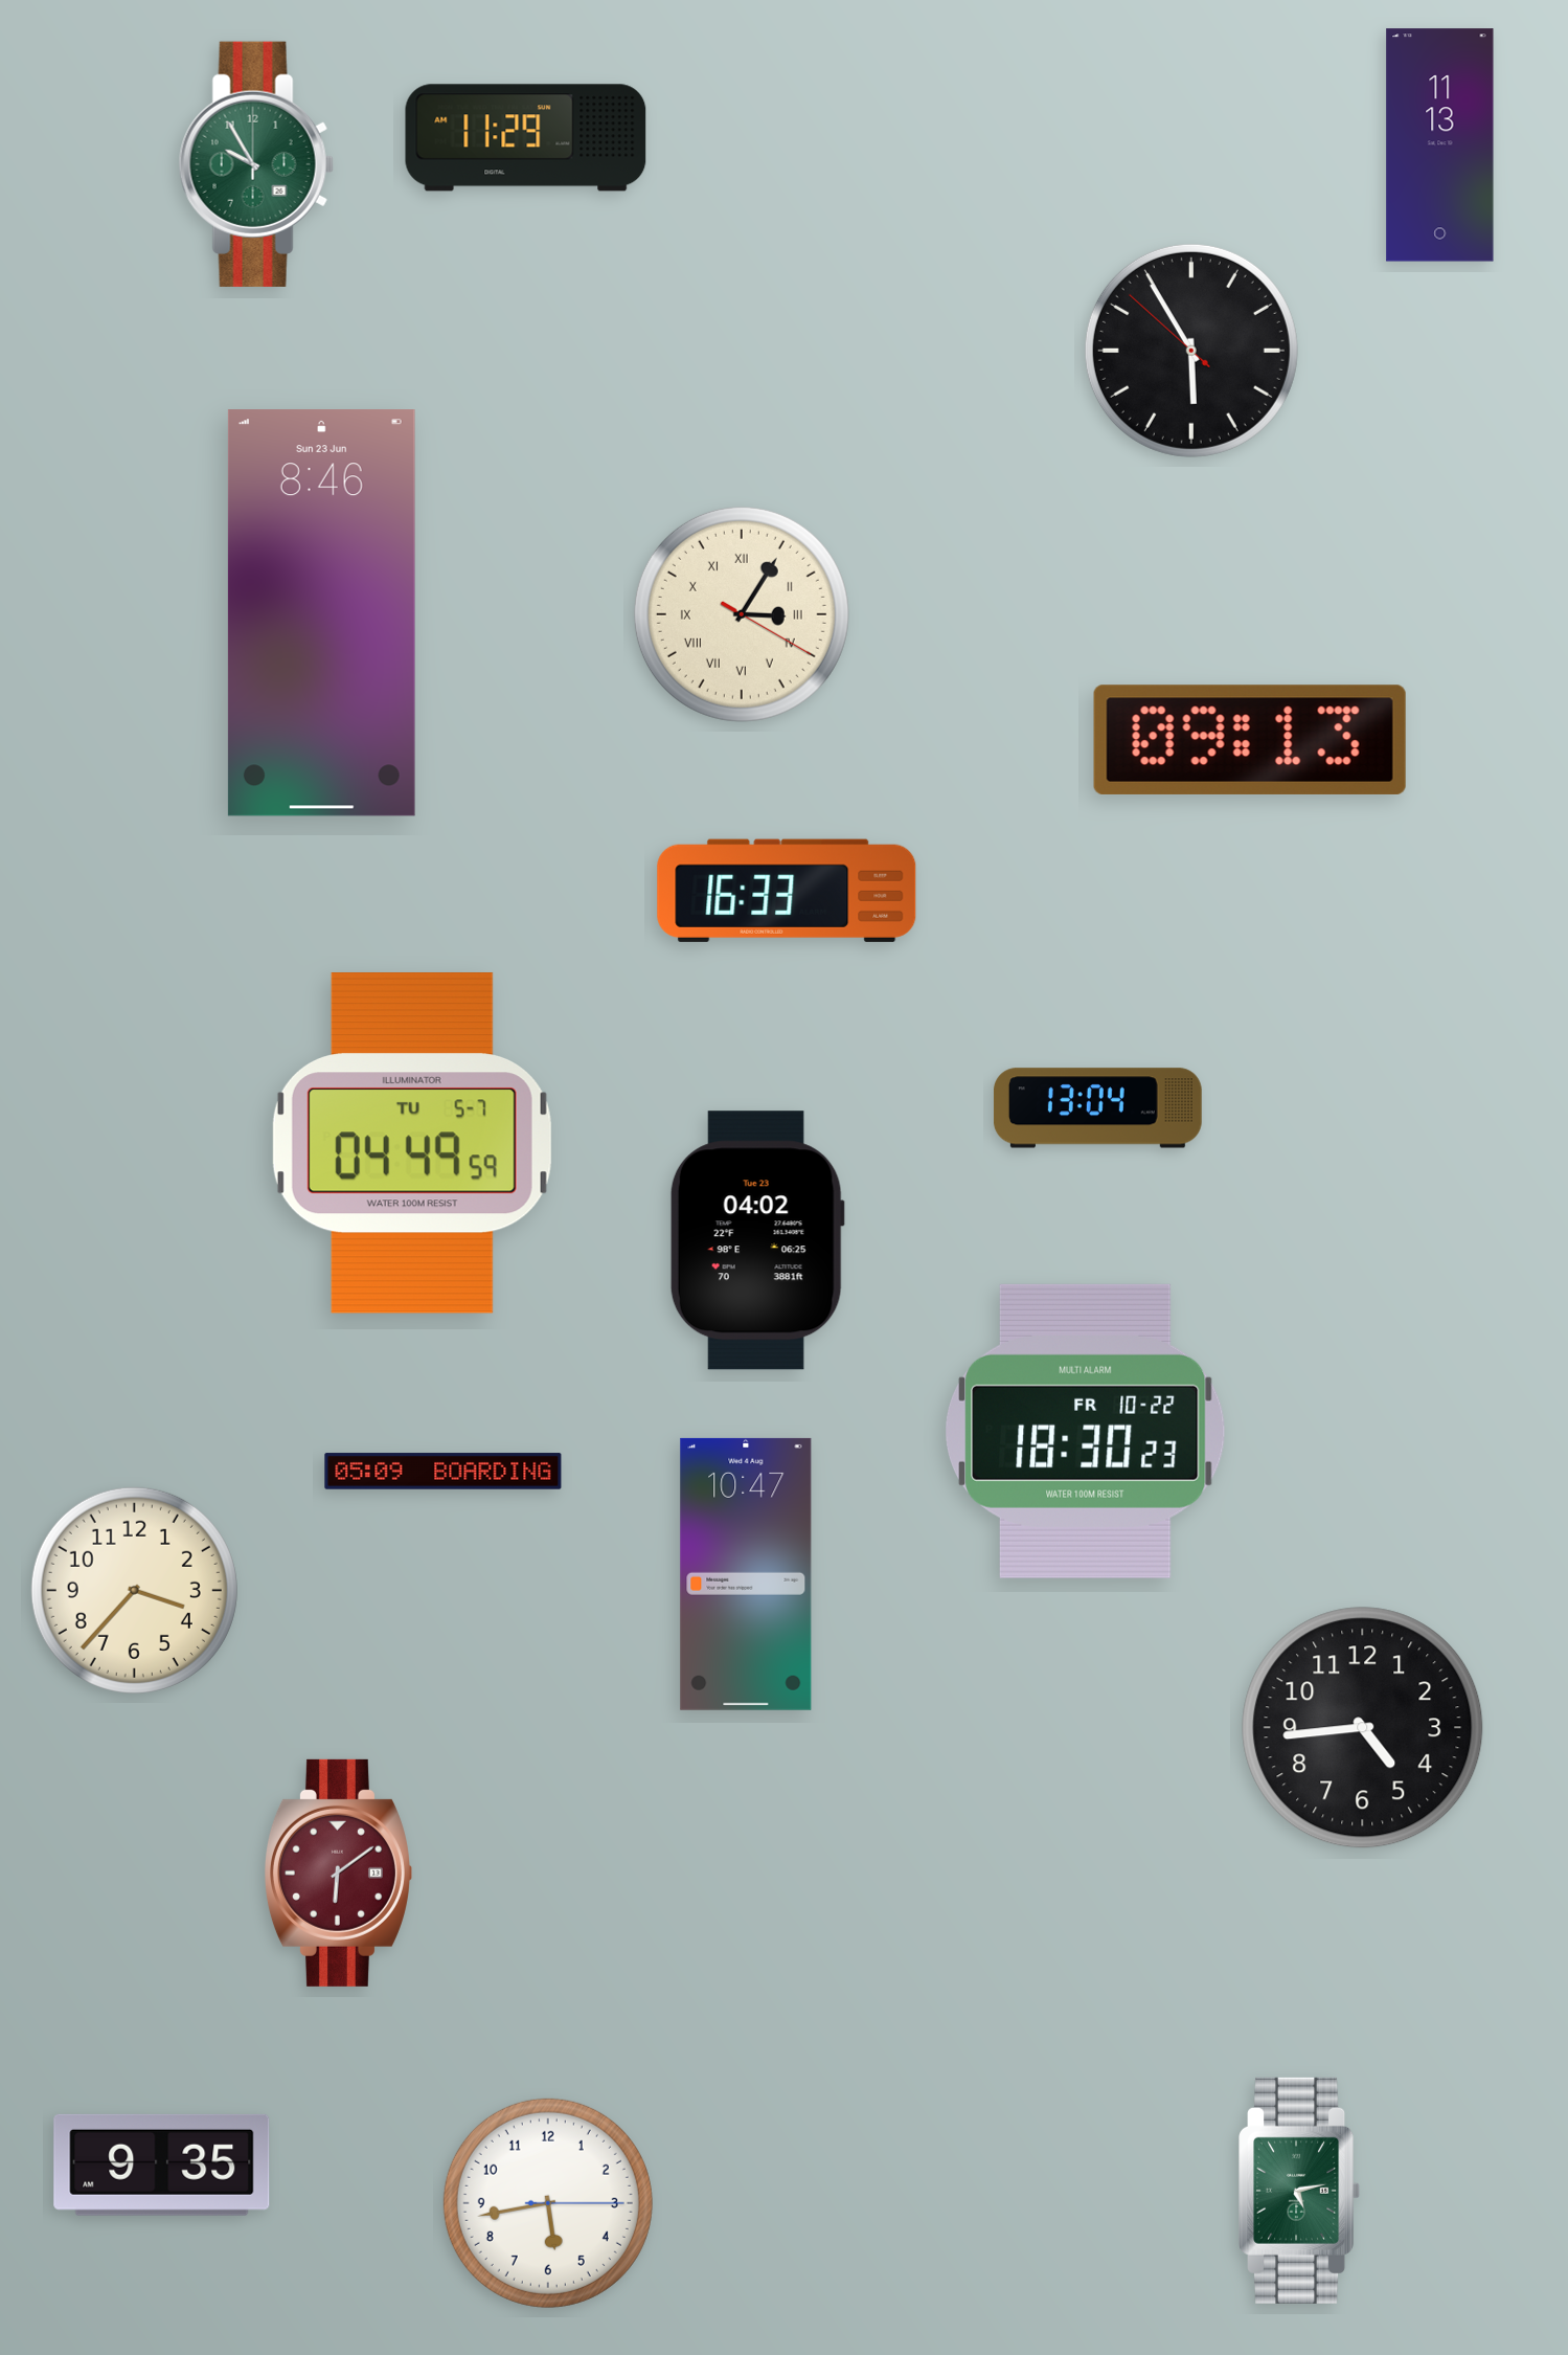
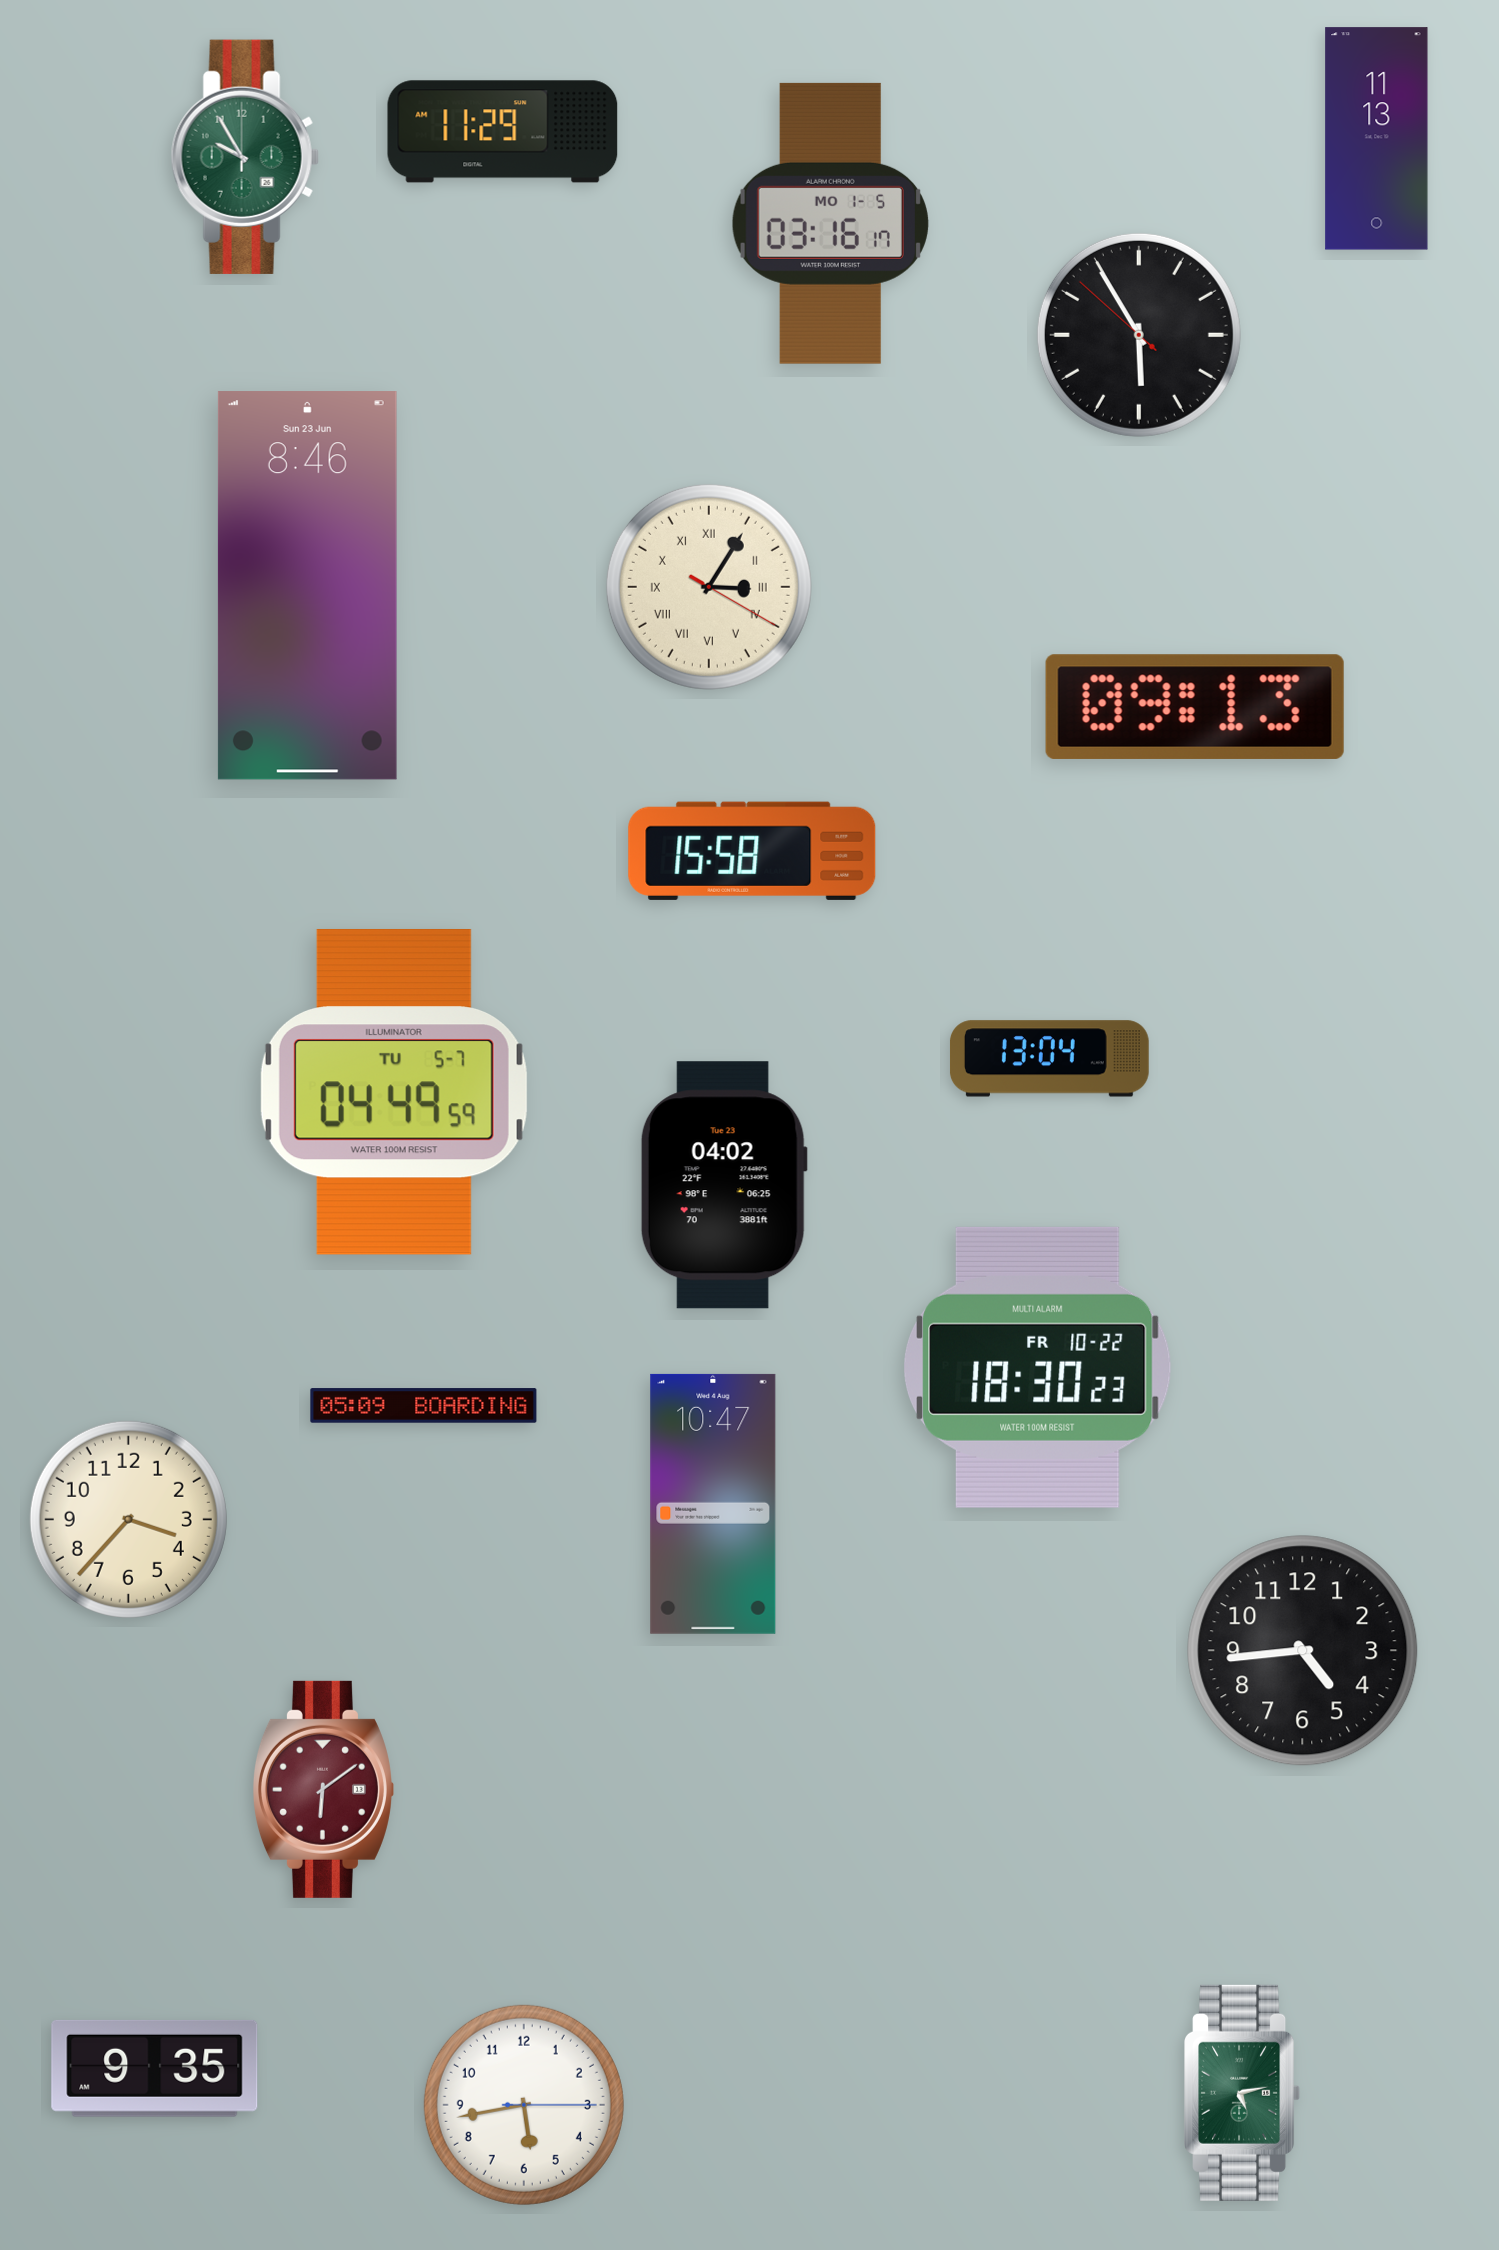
clock at (830, 223): none -> 03:16
clock at (787, 891): 16:33 -> 15:58
